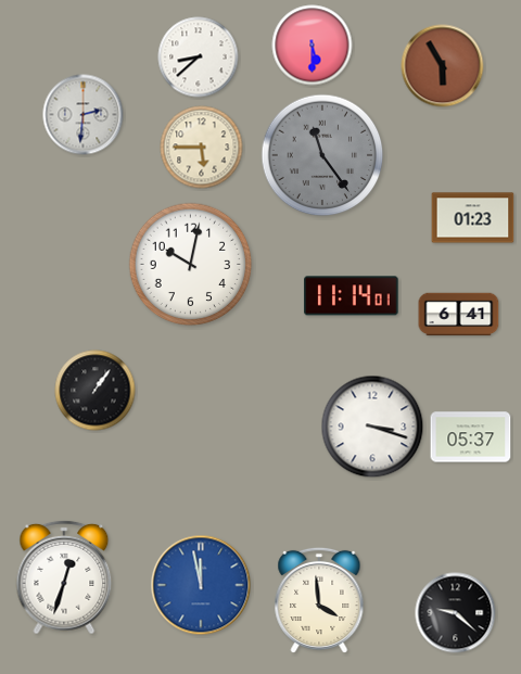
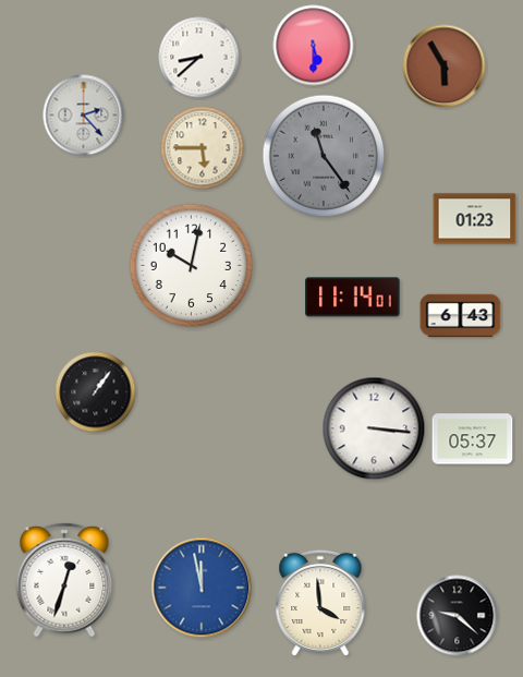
clock at (84, 115): 2:31 -> 2:23
clock at (459, 315): 6:41 -> 6:43
clock at (372, 427): 3:18 -> 3:16
